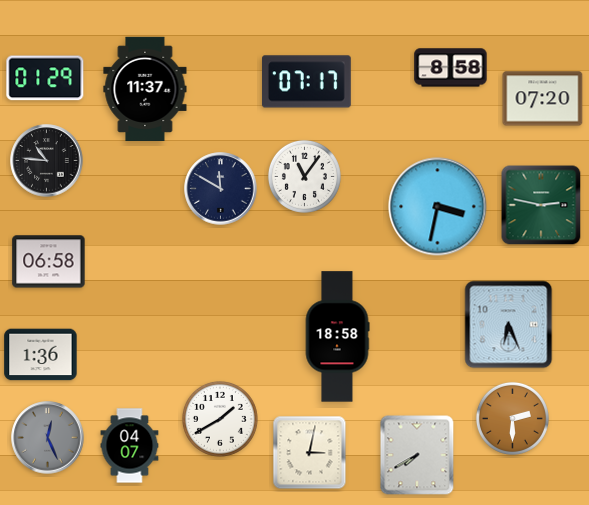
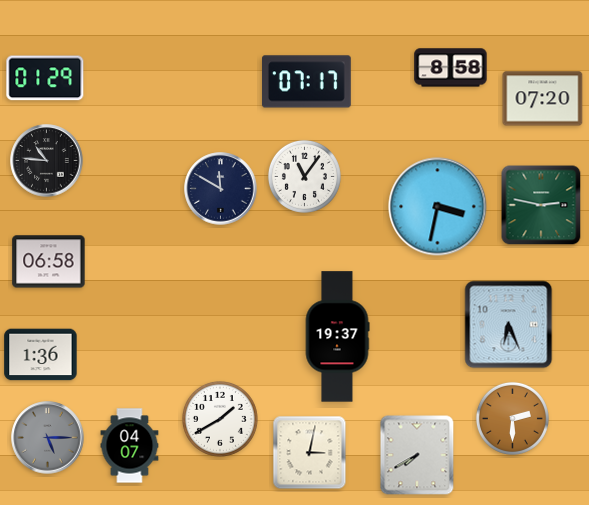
clock at (145, 88): 11:37 -> none
clock at (337, 337): 18:58 -> 19:37
clock at (48, 438): 12:26 -> 5:15
